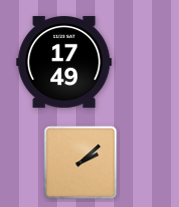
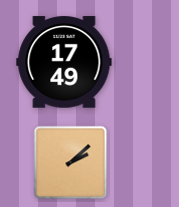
clock at (81, 163) position: (81, 163) -> (71, 163)
